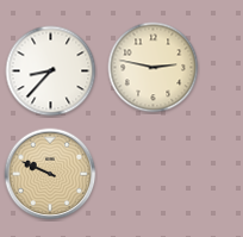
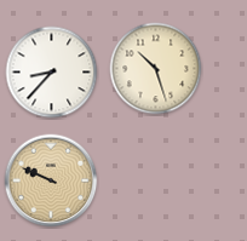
clock at (154, 68): 2:47 -> 10:27
clock at (50, 174) position: (50, 174) -> (51, 180)
